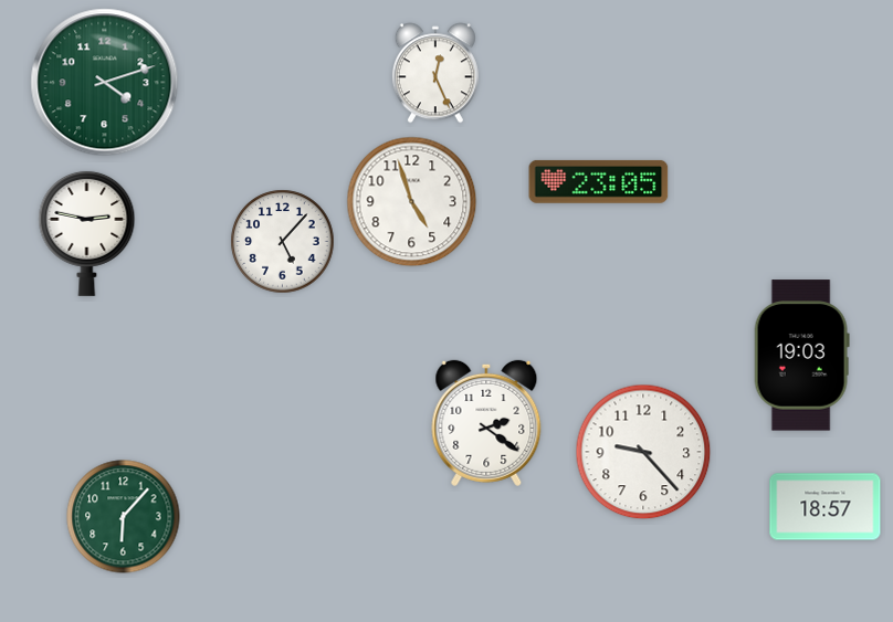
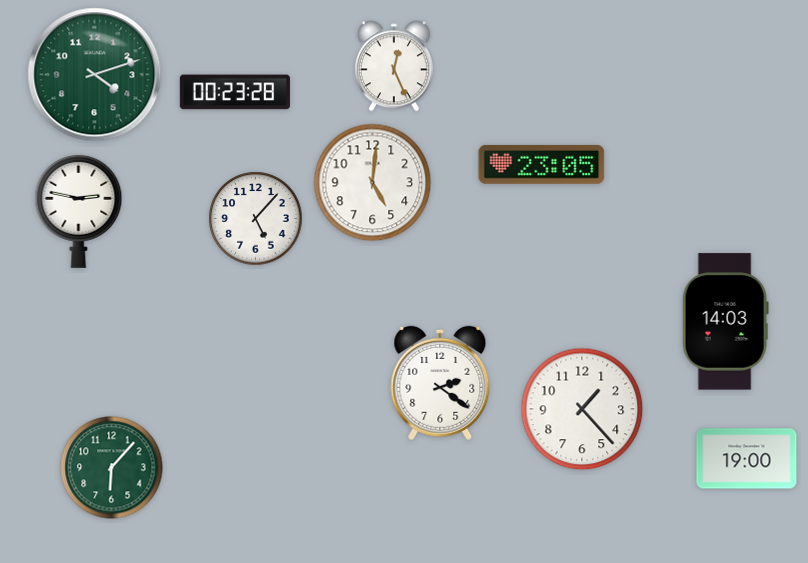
clock at (235, 92): none -> 00:23
clock at (412, 202): 4:57 -> 5:01
clock at (801, 356): 19:03 -> 14:03
clock at (643, 452): 9:23 -> 1:23
clock at (826, 507): 18:57 -> 19:00
